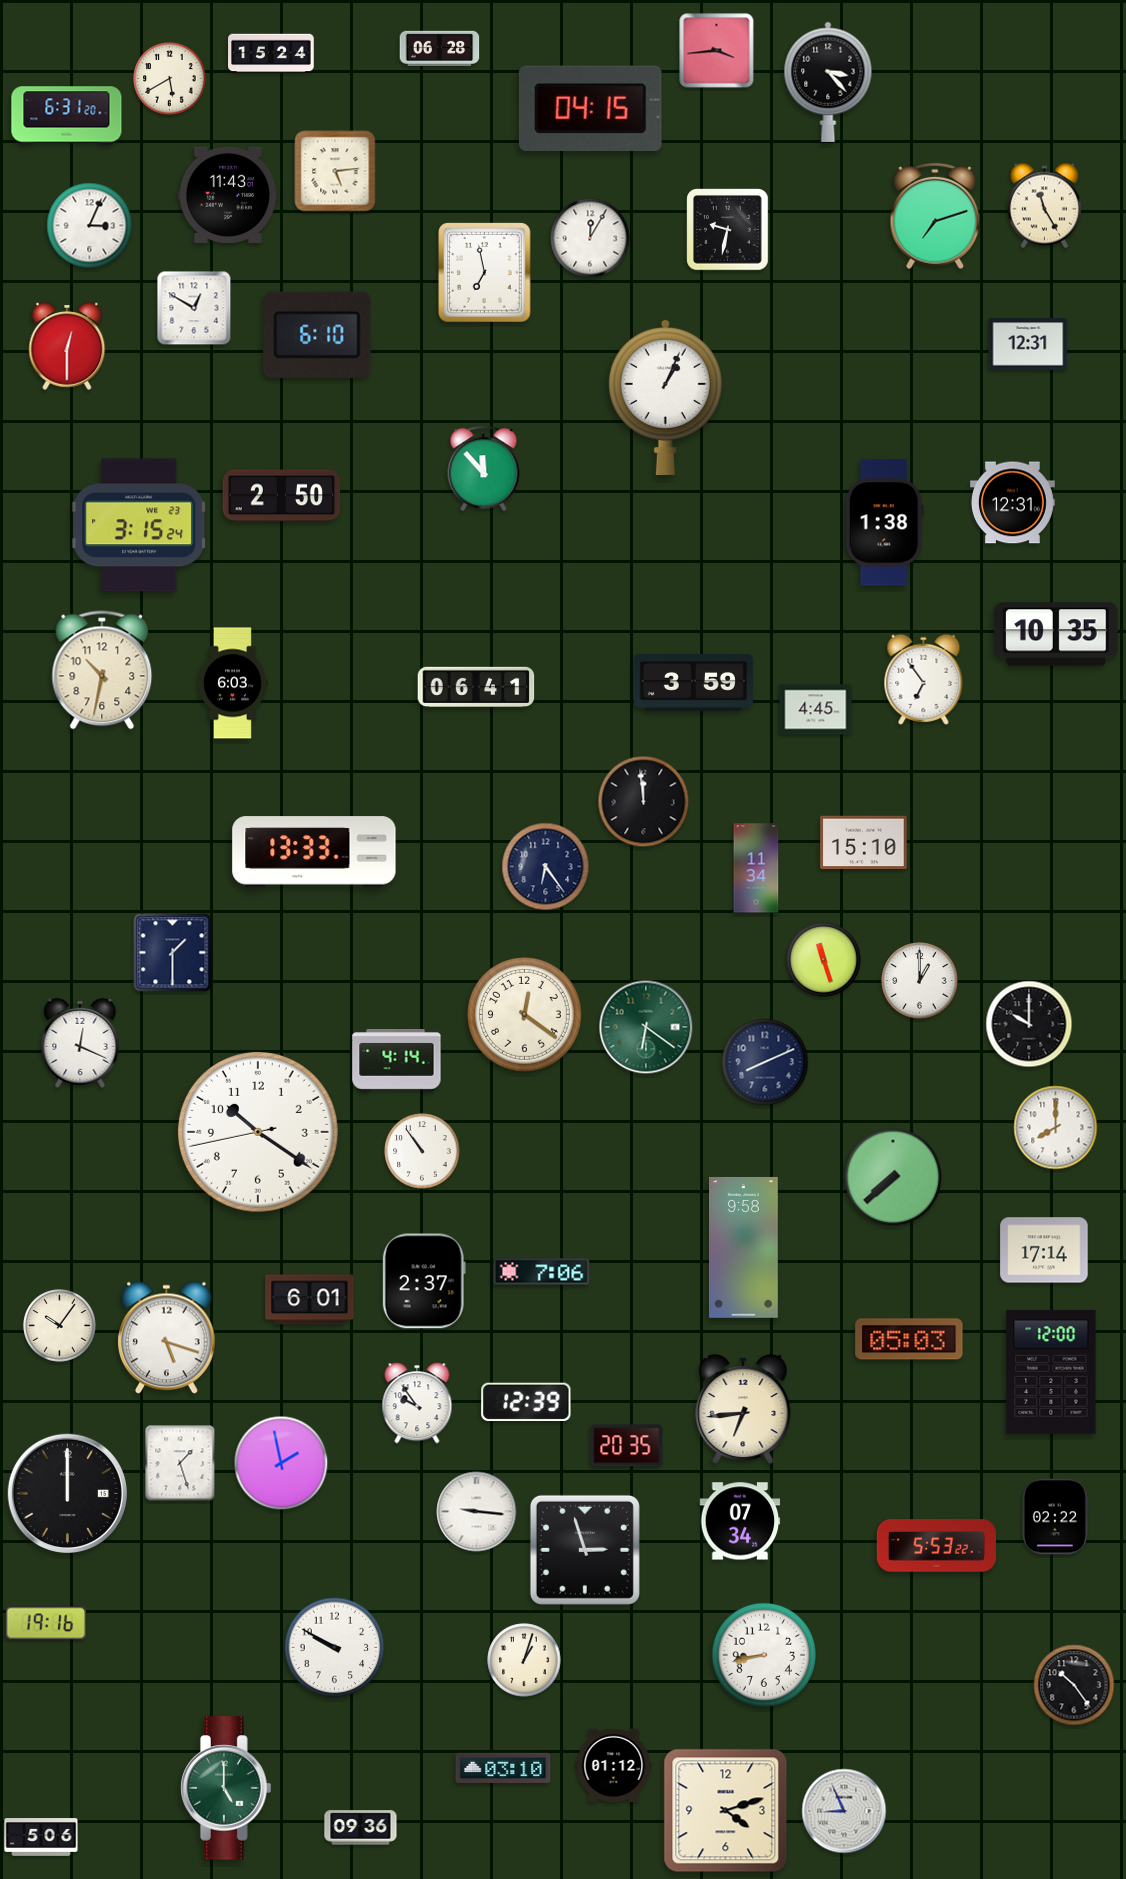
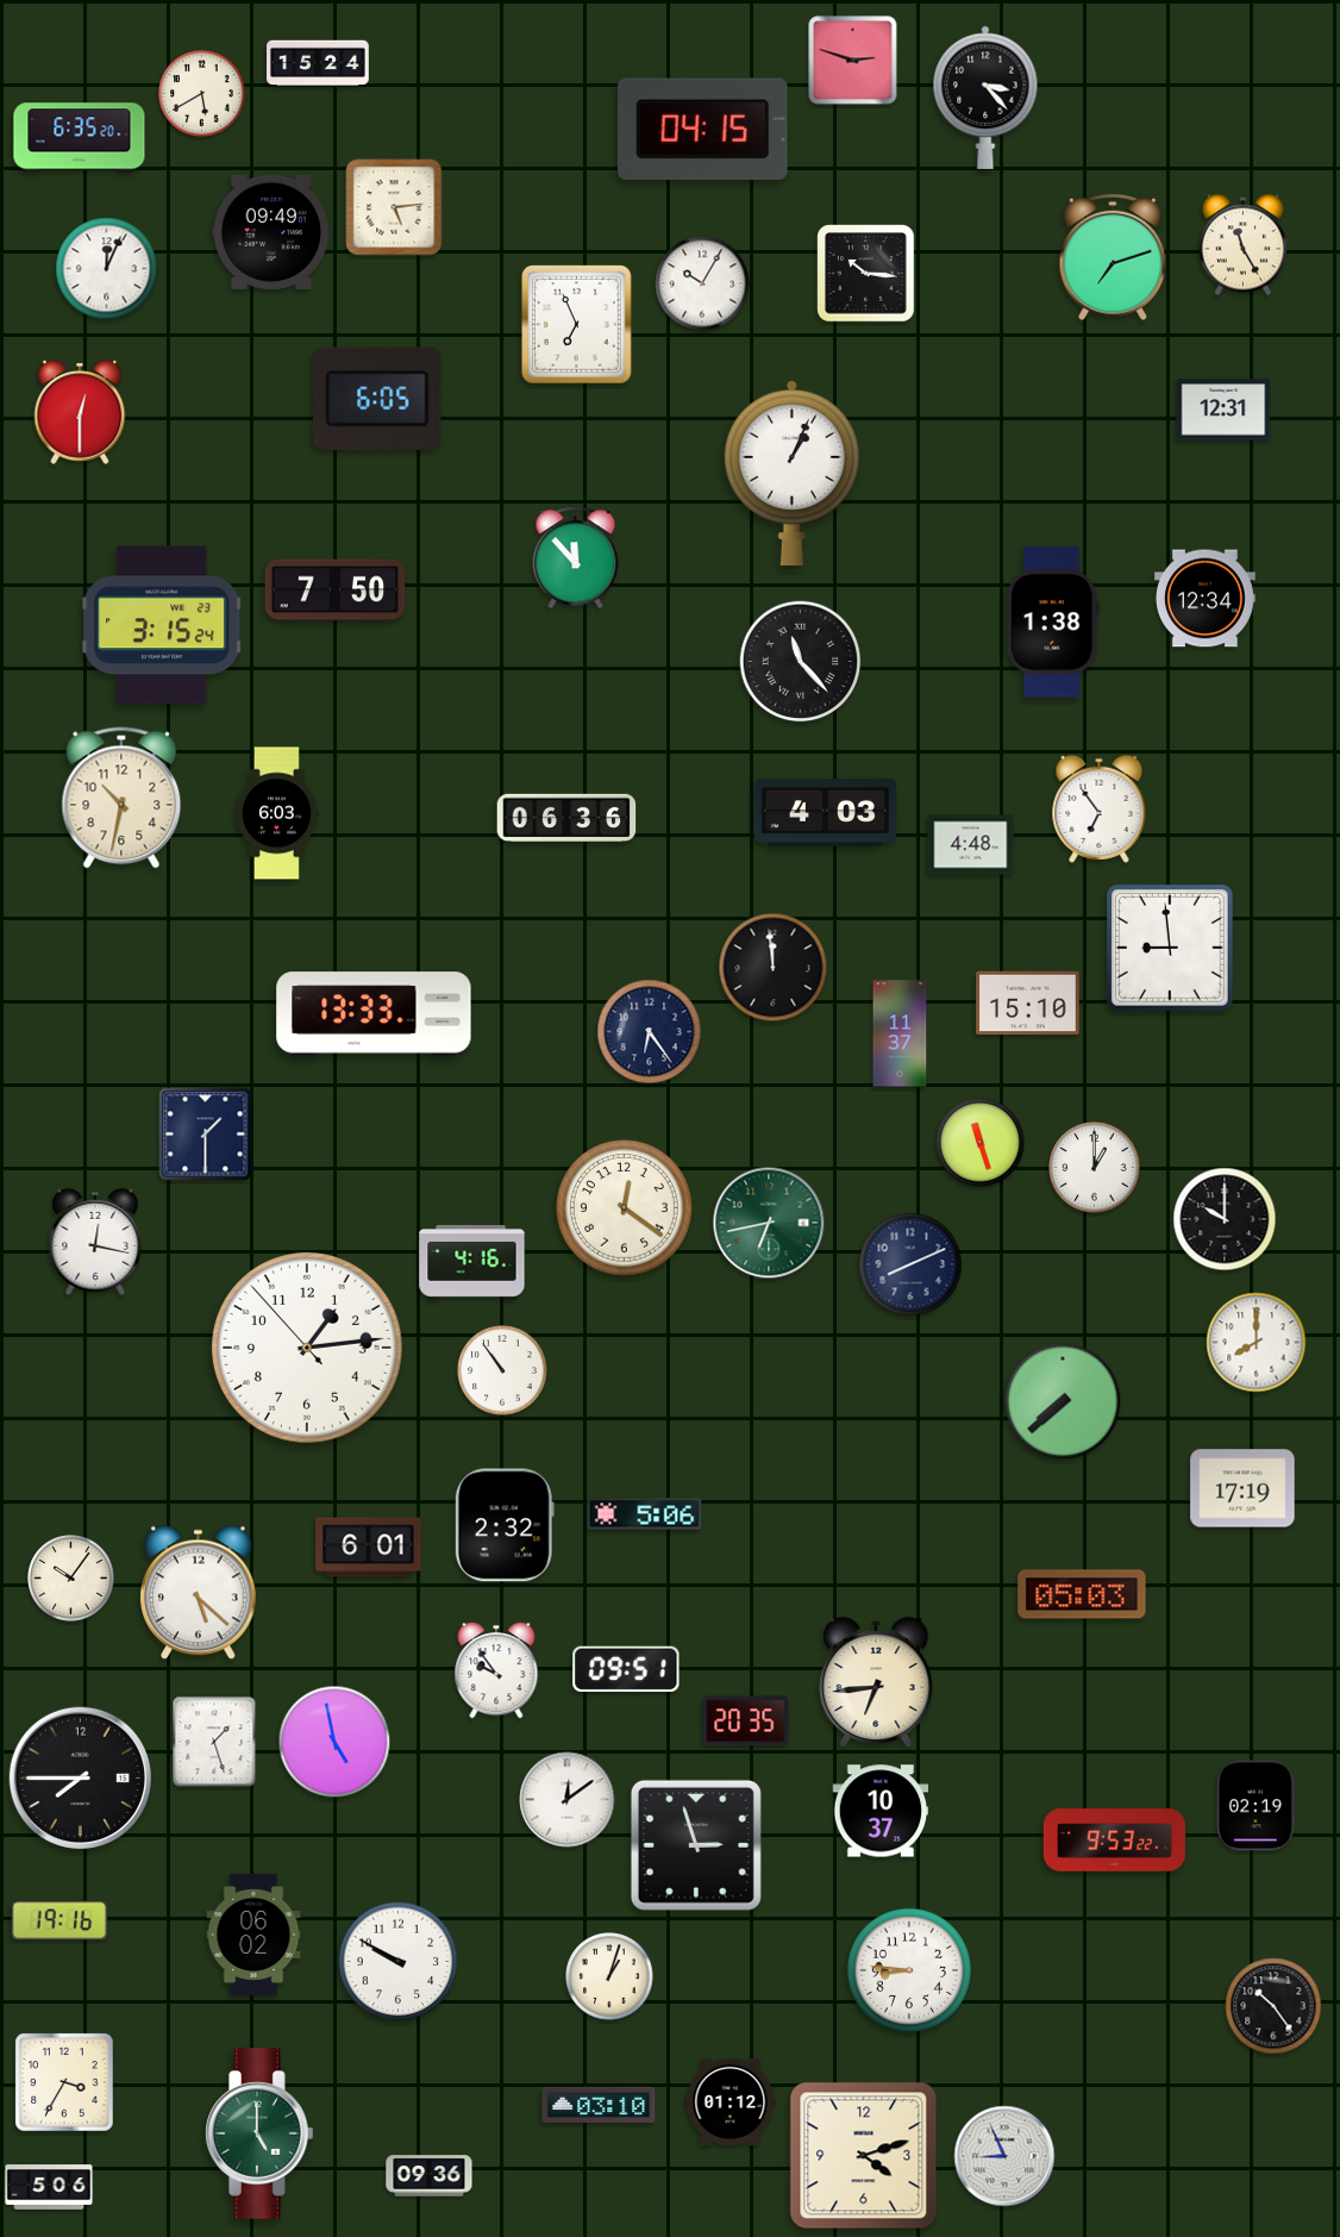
clock at (440, 48): 06:28 -> none
clock at (717, 51): 3:44 -> 2:48
clock at (271, 53) position: (271, 53) -> (318, 63)
clock at (67, 116): 6:31 -> 6:35
clock at (335, 171) position: (335, 171) -> (394, 207)
clock at (228, 195): 11:43 -> 09:49
clock at (90, 226): 3:04 -> 12:04
clock at (728, 230): 9:32 -> 10:16
clock at (590, 238): 12:05 -> 10:05
clock at (485, 273): 6:58 -> 6:56
clock at (194, 308): 12:50 -> none
clock at (317, 335): 6:10 -> 6:05
clock at (282, 496): 2:50 -> 7:50
clock at (1012, 503): 12:31 -> 12:34
clock at (139, 525) position: (139, 525) -> (162, 625)
clock at (801, 662): none -> 11:23
clock at (1056, 634): 10:35 -> none
clock at (693, 683): 3:59 -> 4:03
clock at (476, 686): 06:41 -> 06:36
clock at (816, 710): 4:45 -> 4:48
clock at (1170, 948): none -> 8:59
clock at (644, 802) position: (644, 802) -> (774, 968)
clock at (756, 868): 11:34 -> 11:37
clock at (646, 1027): 6:21 -> 6:43
clock at (80, 1043): 12:19 -> 12:17
clock at (397, 1060): 4:14 -> 4:16
clock at (258, 1132): 10:20 -> 1:13
clock at (744, 1247): 9:58 -> none
clock at (1044, 1250): 17:14 -> 17:19
clock at (542, 1272): 7:06 -> 5:06
clock at (424, 1281): 2:37 -> 2:32
clock at (167, 1338): 5:18 -> 5:22
clock at (1051, 1372): 12:00 -> none
clock at (526, 1401): 12:39 -> 09:51
clock at (743, 1410) position: (743, 1410) -> (876, 1683)
clock at (281, 1463): 1:58 -> 4:58
clock at (67, 1493): 12:00 -> 7:45
clock at (477, 1512): 9:16 -> 12:09
clock at (1055, 1517): 02:22 -> 02:19
clock at (740, 1521): 07:34 -> 10:37
clock at (936, 1546): 5:53 -> 9:53
clock at (46, 1623) position: (46, 1623) -> (60, 1920)
clock at (253, 1935): none -> 06:02
clock at (764, 1655): 8:43 -> 8:46
clock at (524, 1660) position: (524, 1660) -> (609, 1976)
clock at (1074, 1685) position: (1074, 1685) -> (1273, 2006)
clock at (64, 2082): none -> 3:35
clock at (226, 1788) position: (226, 1788) -> (259, 2133)
